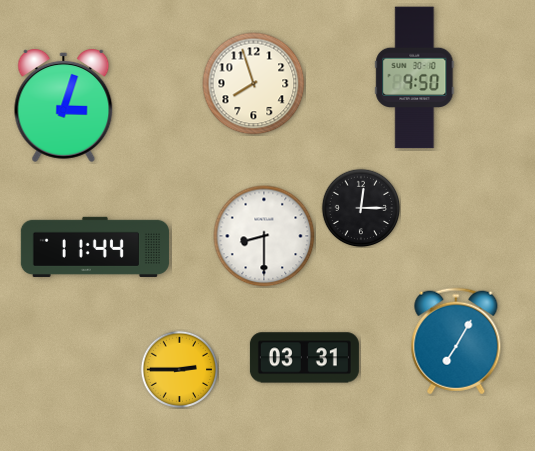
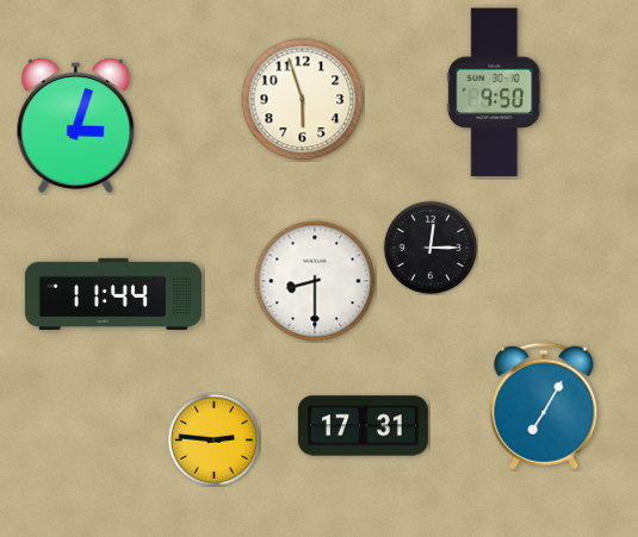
clock at (254, 84): 7:57 -> 5:57
clock at (304, 358): 03:31 -> 17:31
clock at (179, 369): 2:45 -> 2:46
